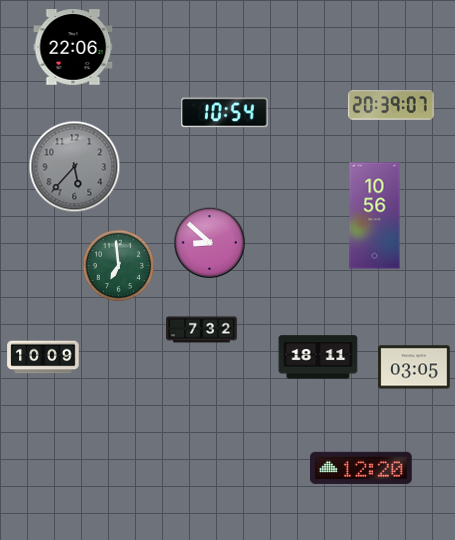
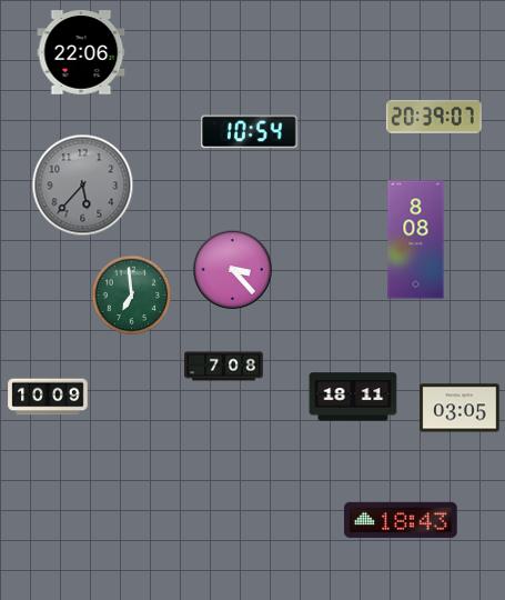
clock at (225, 113) position: (225, 113) -> (250, 132)
clock at (375, 216): 10:56 -> 8:08
clock at (210, 243): 8:52 -> 3:23
clock at (202, 330): 7:32 -> 7:08
clock at (362, 468): 12:20 -> 18:43
